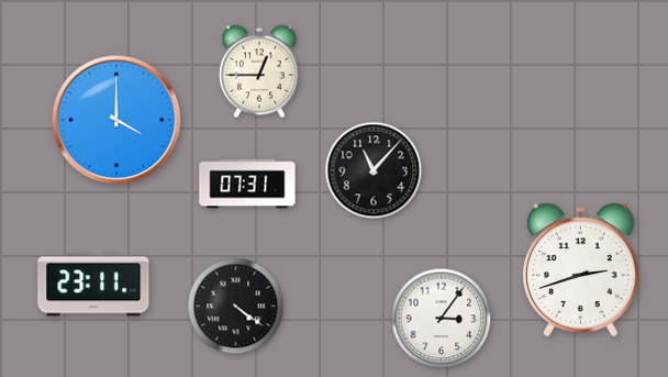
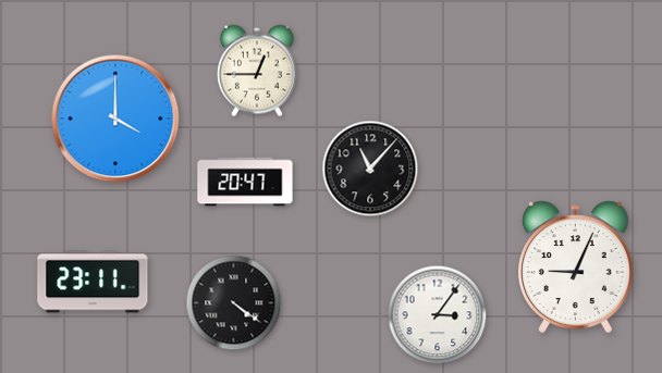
clock at (247, 184): 07:31 -> 20:47
clock at (581, 270): 2:42 -> 9:04
